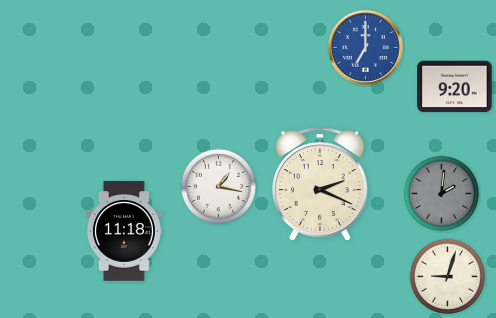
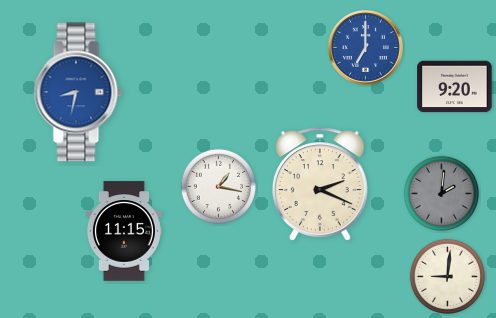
clock at (78, 92): none -> 8:32
clock at (124, 231): 11:18 -> 11:15
clock at (448, 277): 9:03 -> 9:01
